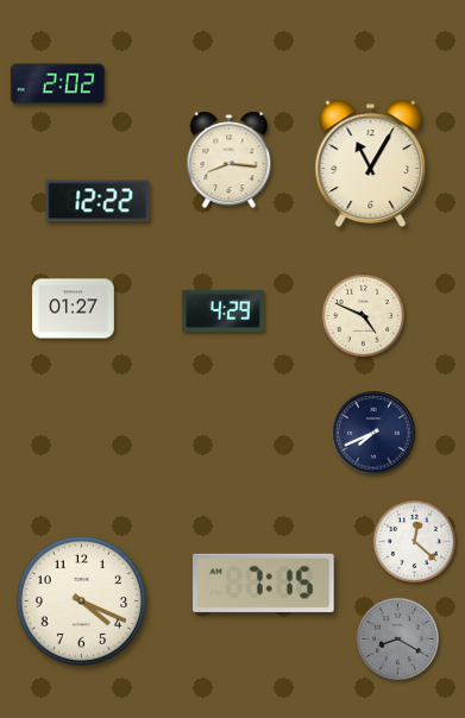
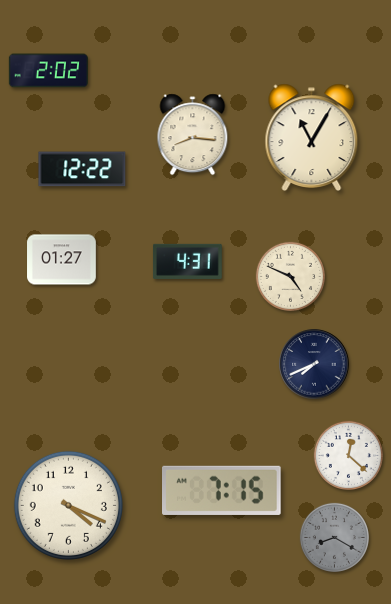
clock at (224, 310): 4:29 -> 4:31
clock at (363, 315) position: (363, 315) -> (290, 276)
